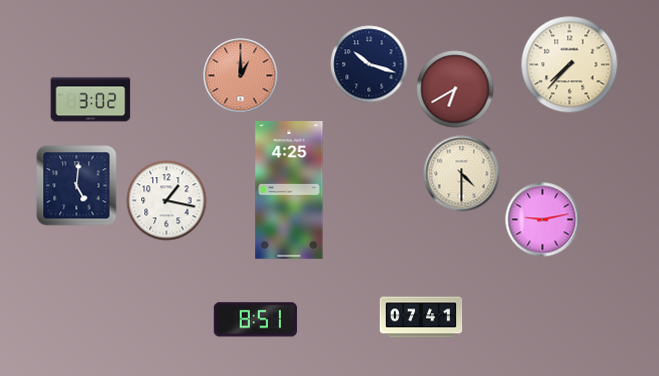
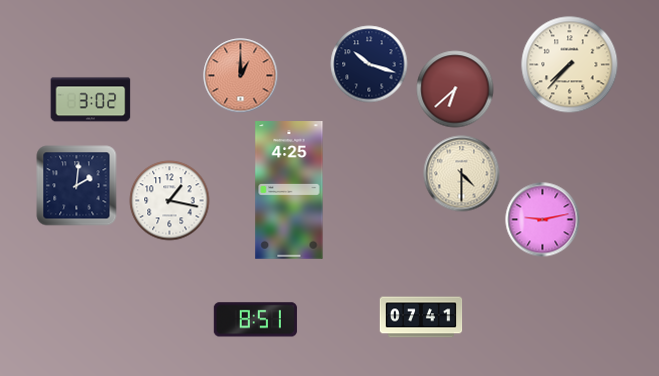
clock at (455, 89): 6:40 -> 6:38
clock at (77, 186): 5:01 -> 2:01
clock at (167, 201) position: (167, 201) -> (170, 201)
